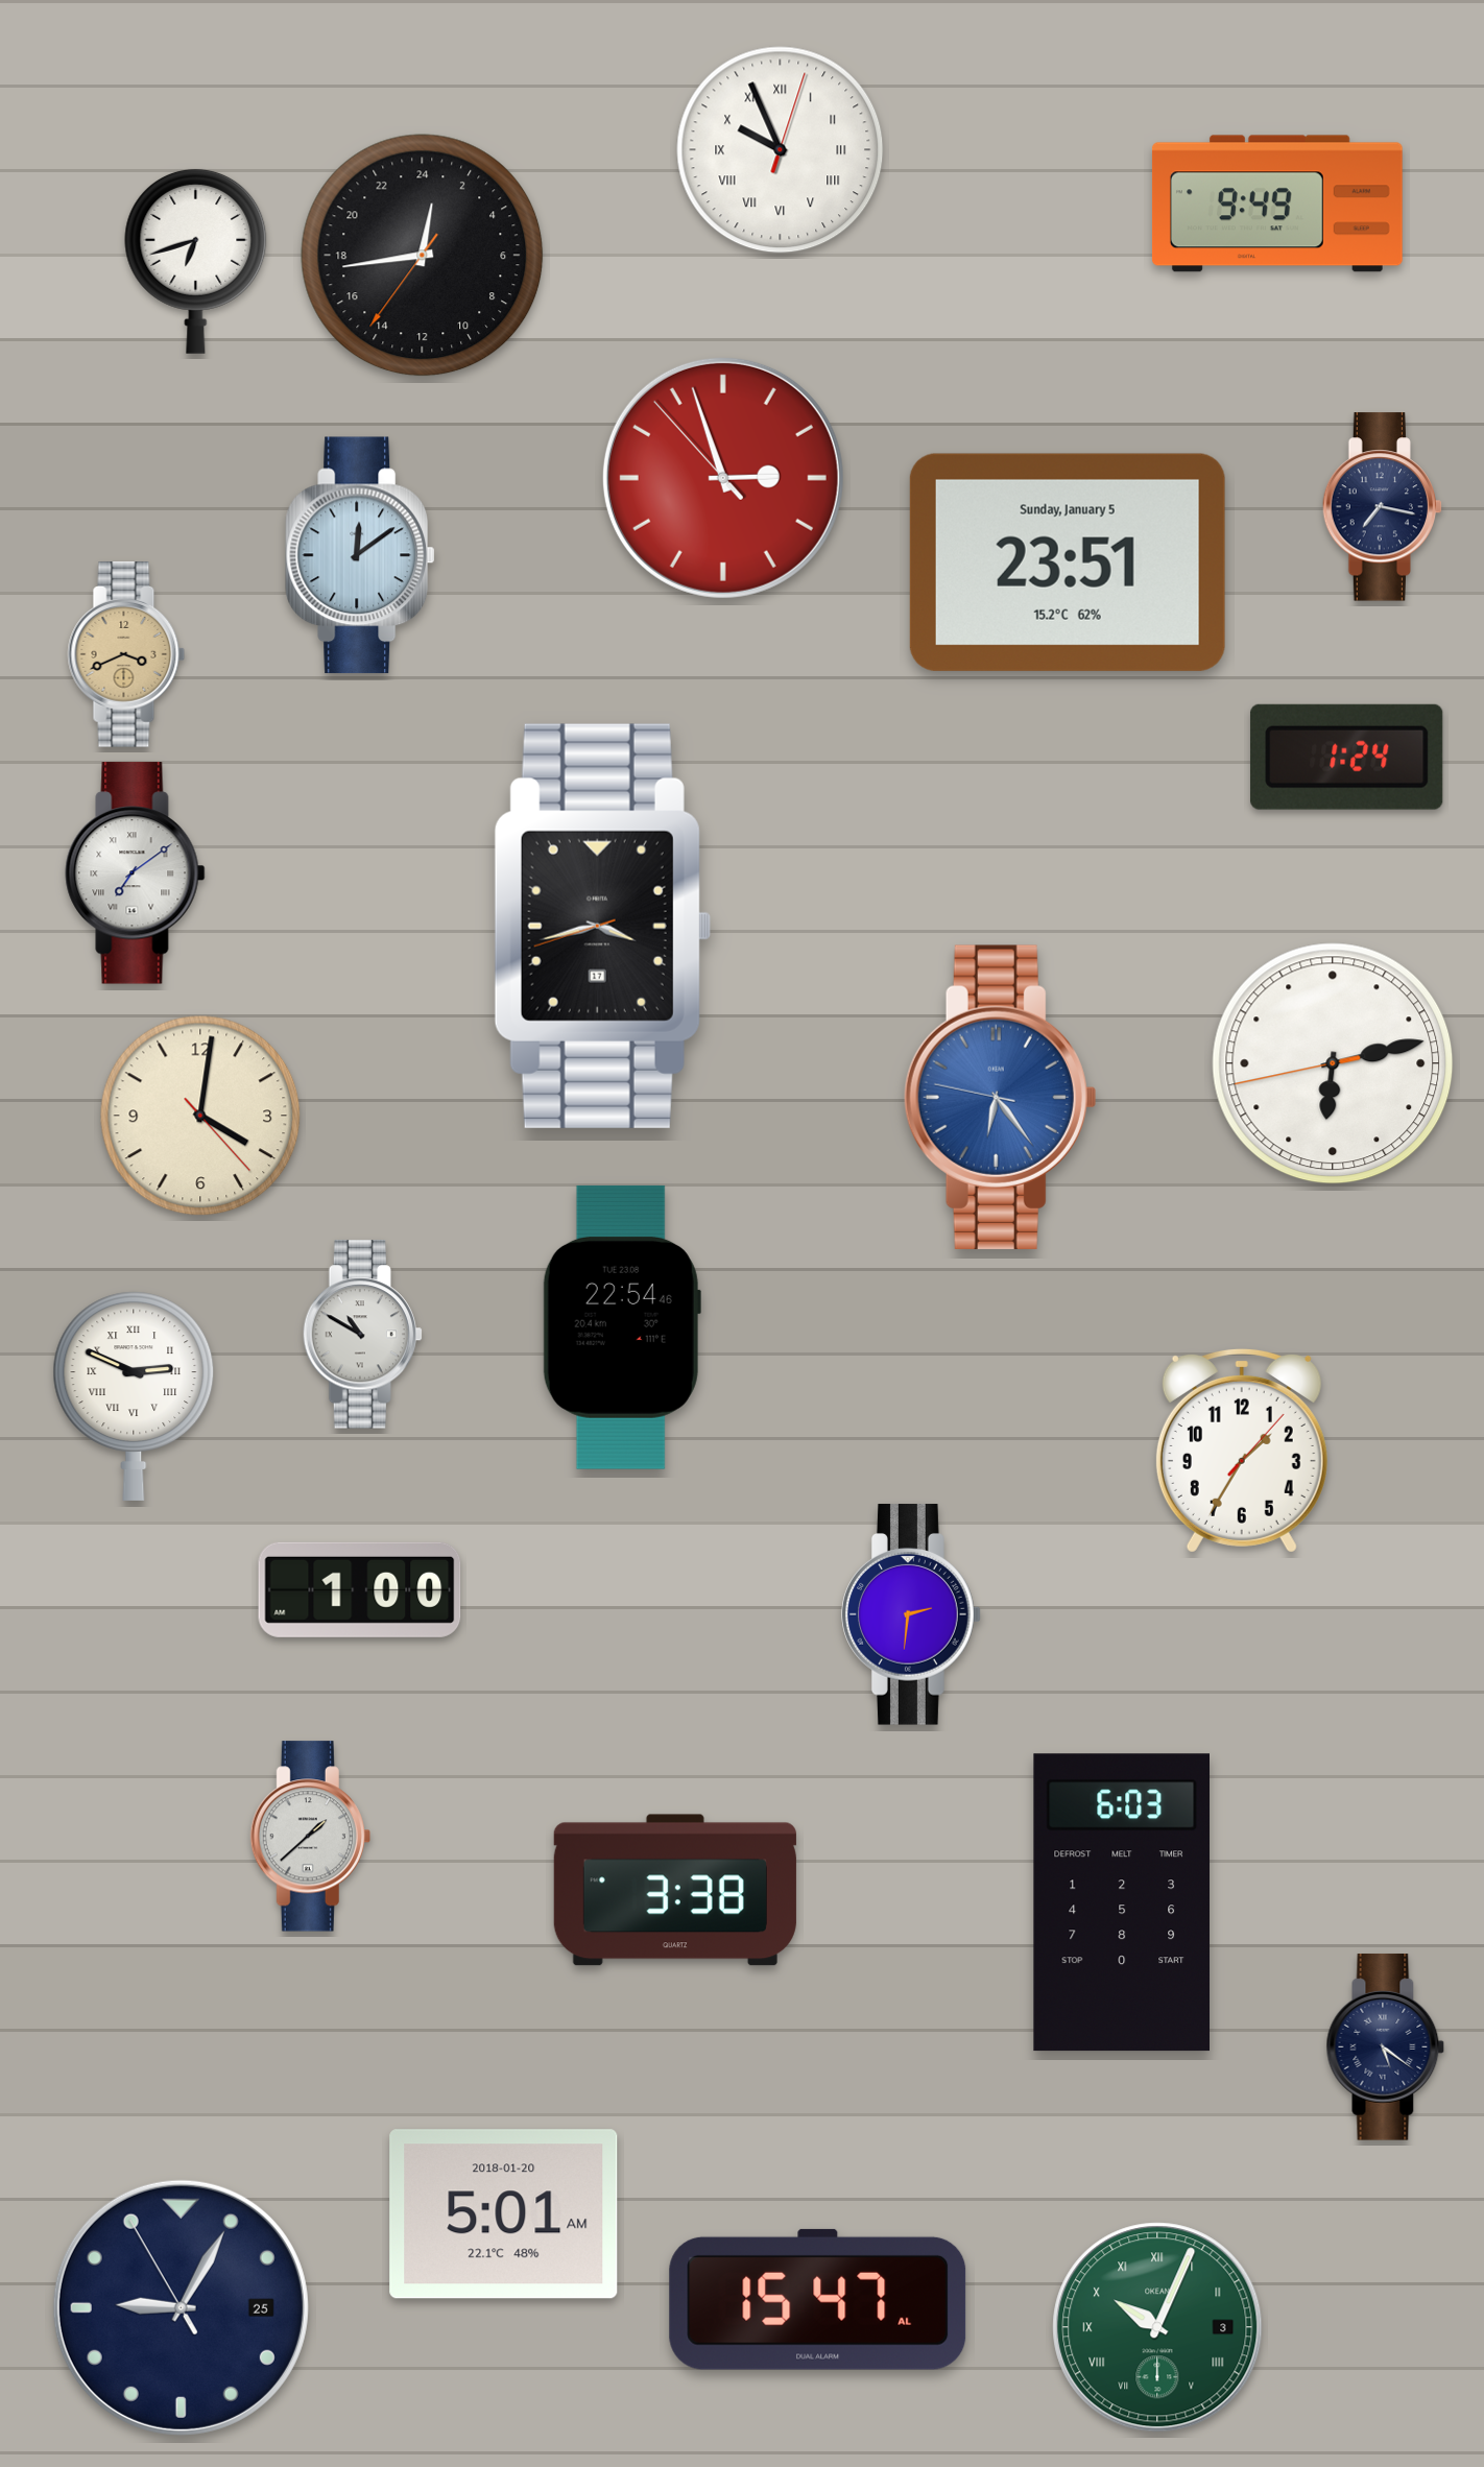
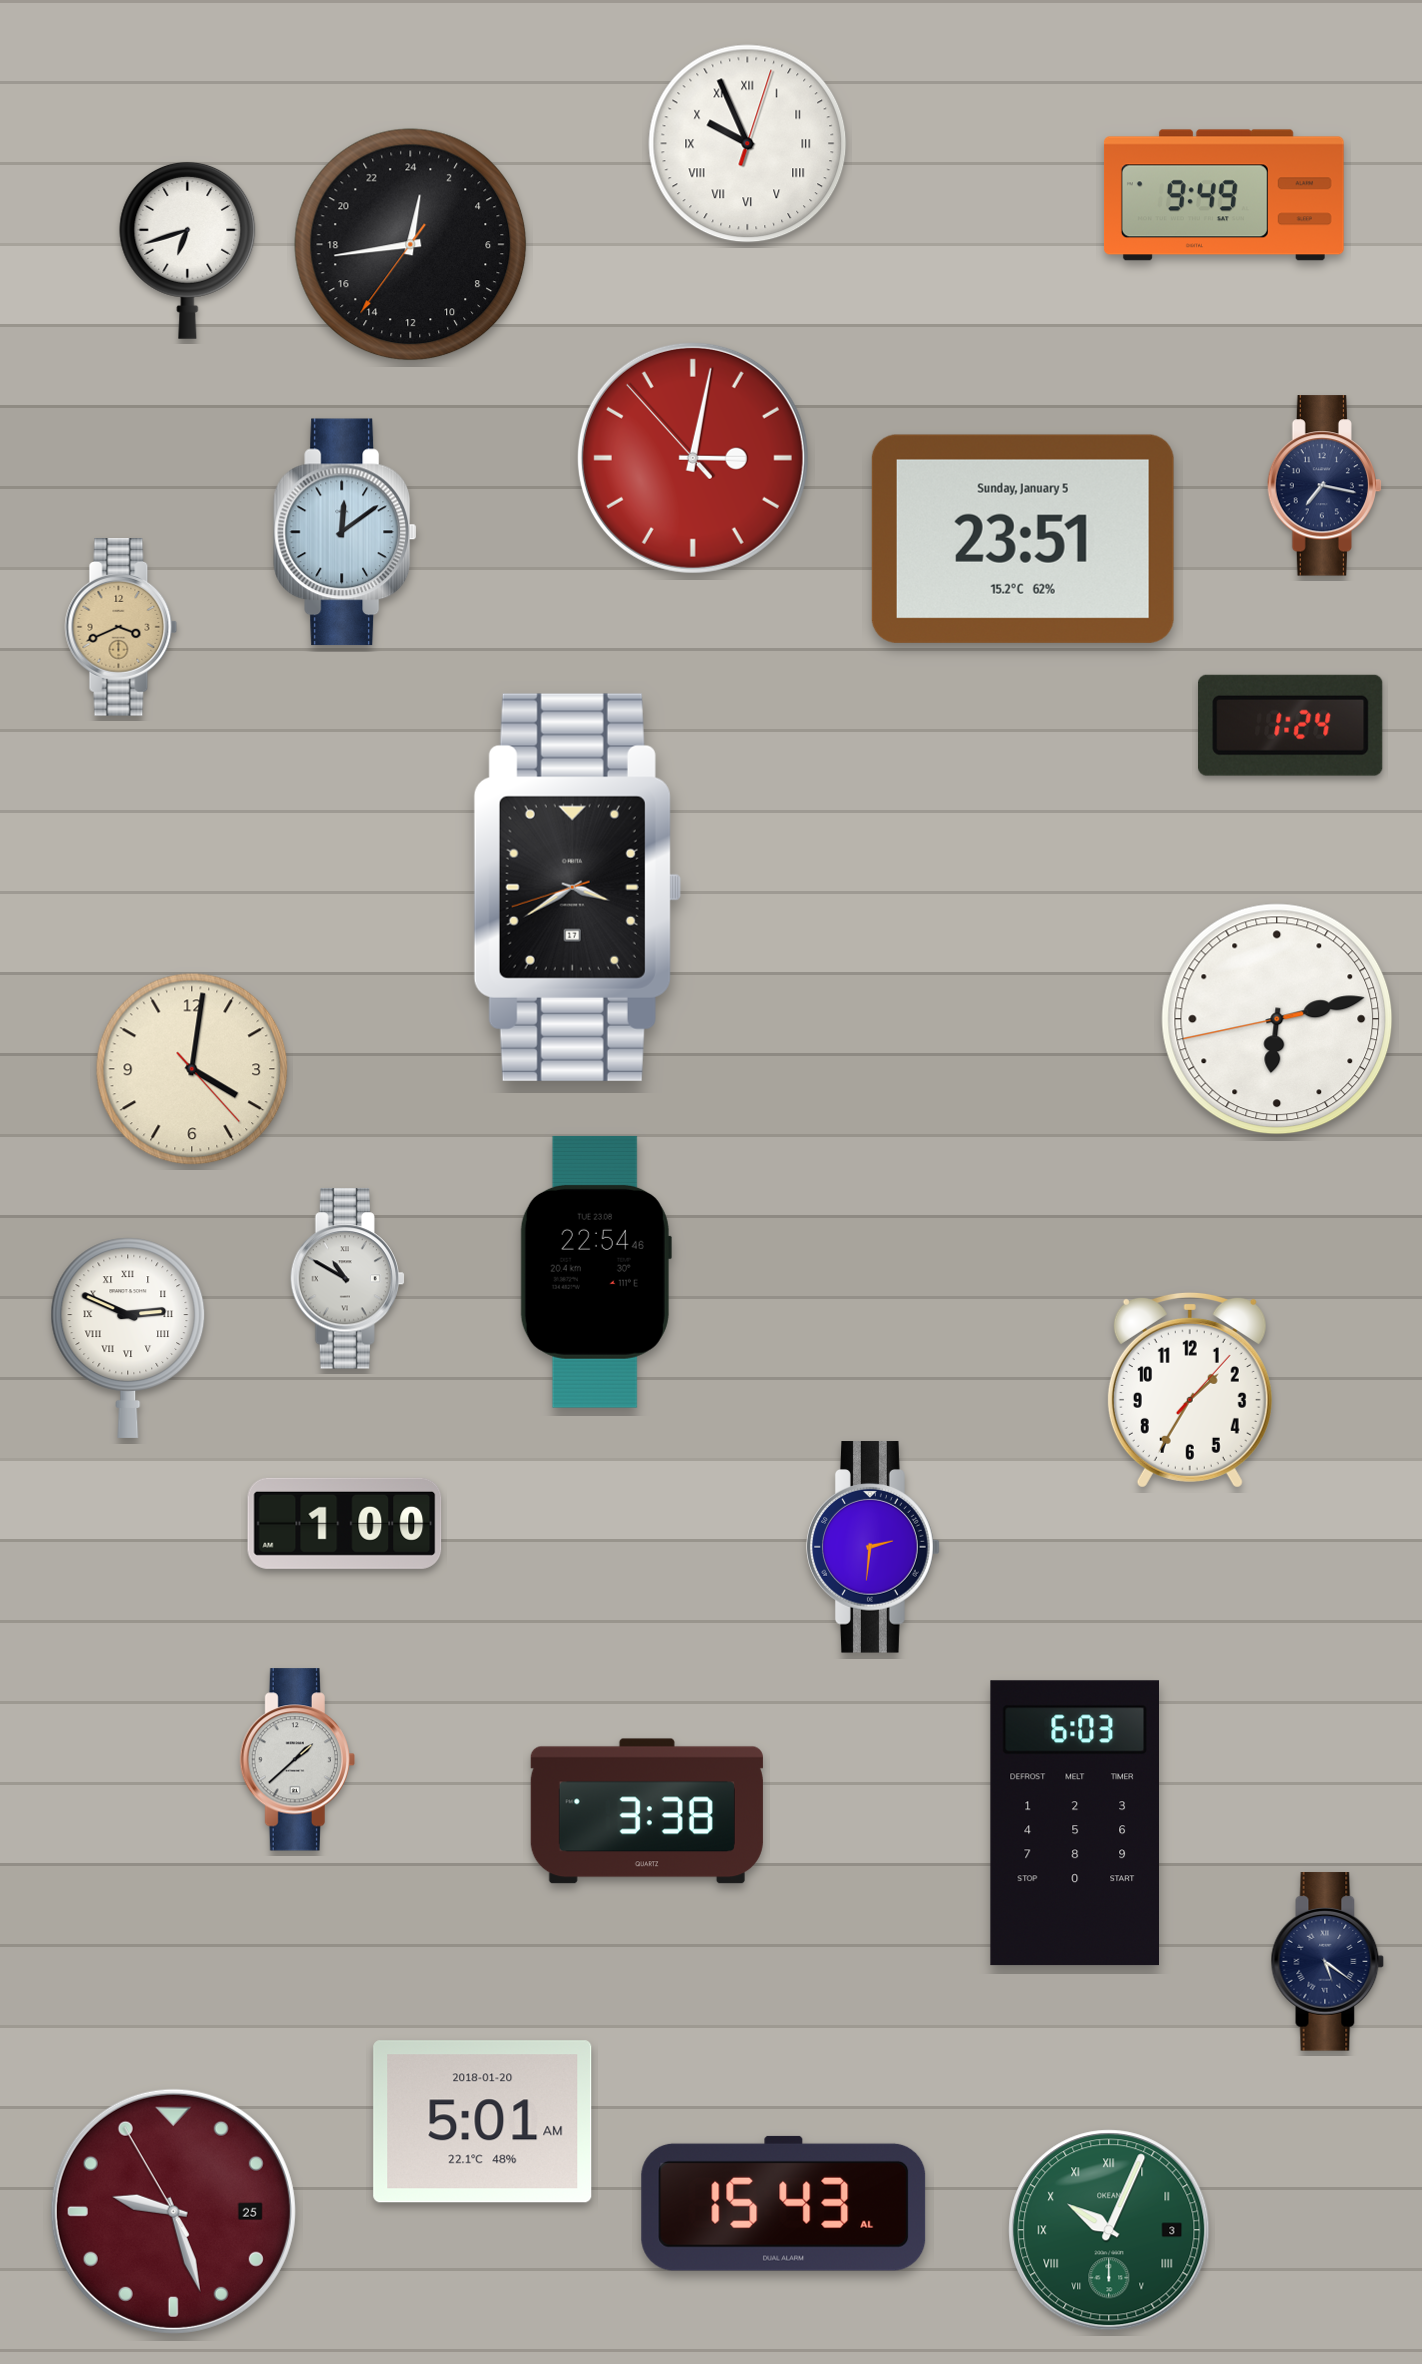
clock at (423, 256) position: (423, 256) -> (411, 245)
clock at (723, 478): 2:56 -> 3:01
clock at (136, 873): 7:09 -> none
clock at (602, 926): 3:42 -> 3:39
clock at (1000, 1097): 6:23 -> none
clock at (818, 2299): 15:47 -> 15:43
clock at (181, 2307): 9:04 -> 9:26
clock at (181, 2307) dial: navy -> burgundy
